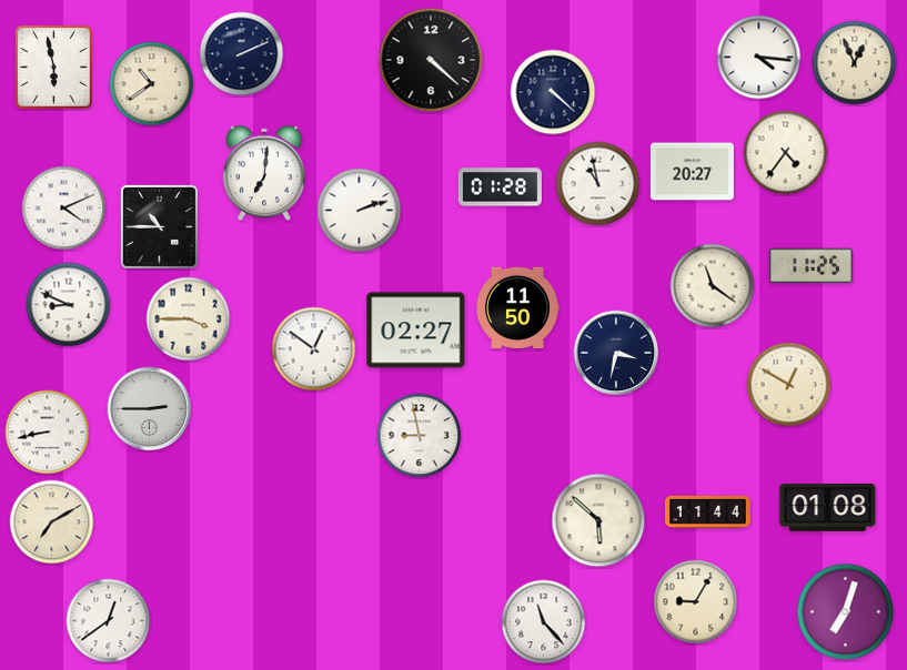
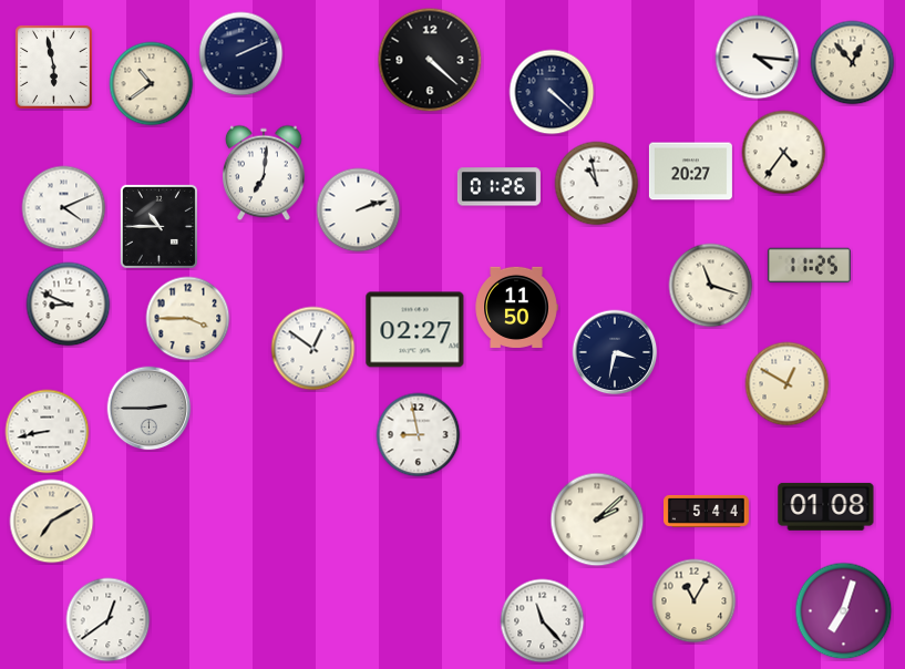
clock at (855, 63): 12:56 -> 12:53
clock at (500, 187): 01:28 -> 01:26
clock at (713, 286): 11:21 -> 11:18
clock at (708, 511): 11:44 -> 5:44
clock at (598, 520): 5:52 -> 2:08
clock at (696, 602): 9:05 -> 11:05
